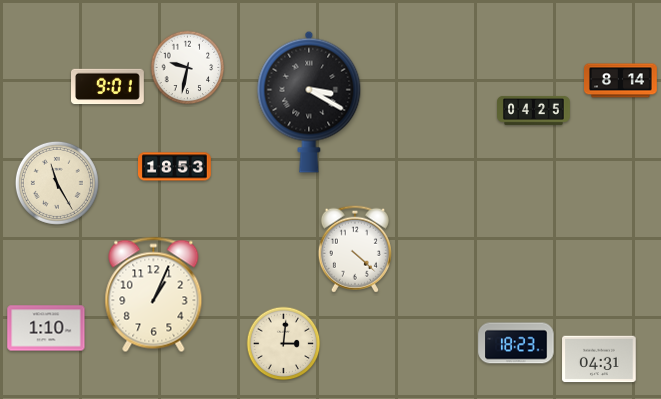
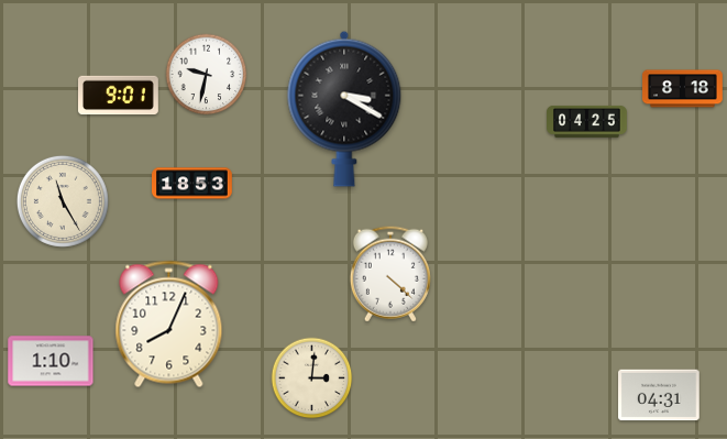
clock at (621, 81): 8:14 -> 8:18
clock at (309, 102) position: (309, 102) -> (344, 109)
clock at (154, 295): 1:04 -> 8:04
clock at (516, 343): 18:23 -> none
